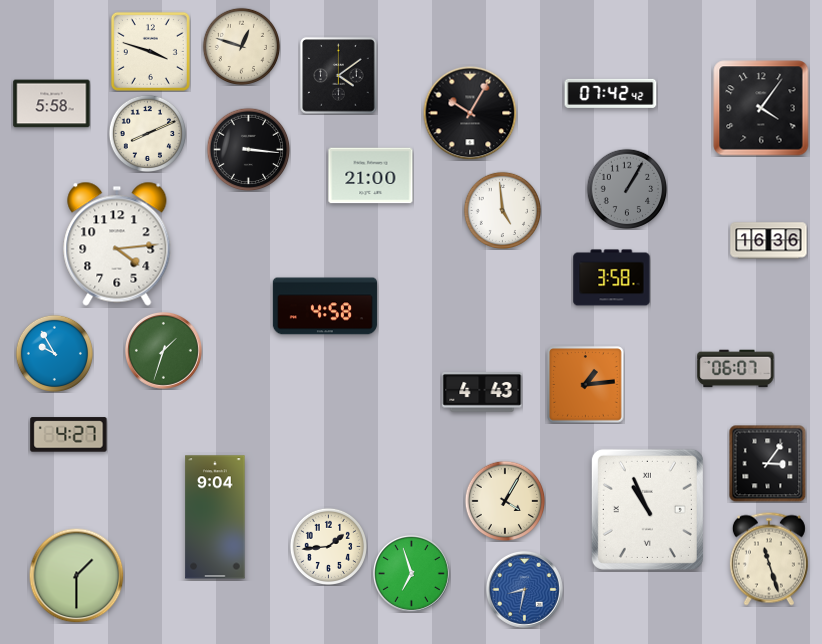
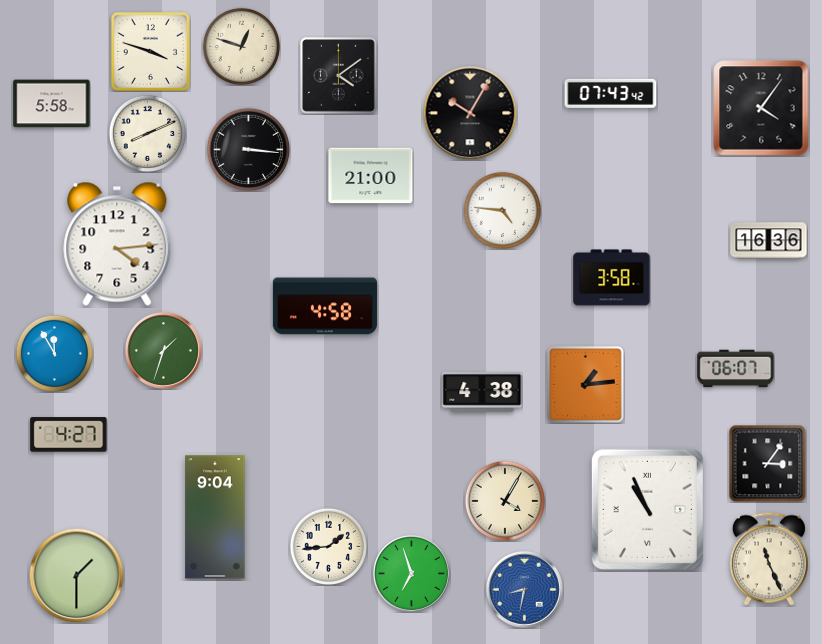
clock at (611, 93): 07:42 -> 07:43
clock at (627, 189): 1:05 -> none
clock at (502, 210): 4:59 -> 4:46
clock at (54, 353): 9:55 -> 11:55
clock at (482, 393): 4:43 -> 4:38
clock at (769, 559): 11:27 -> 11:26
